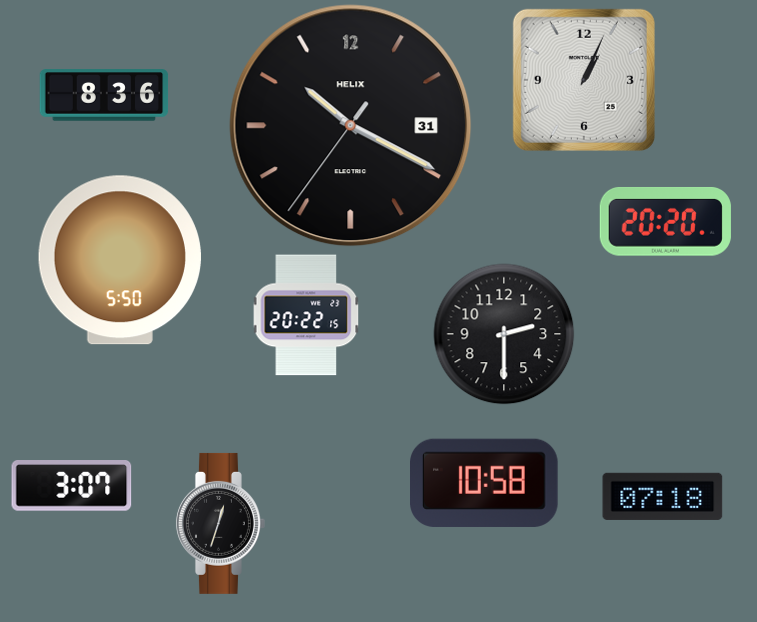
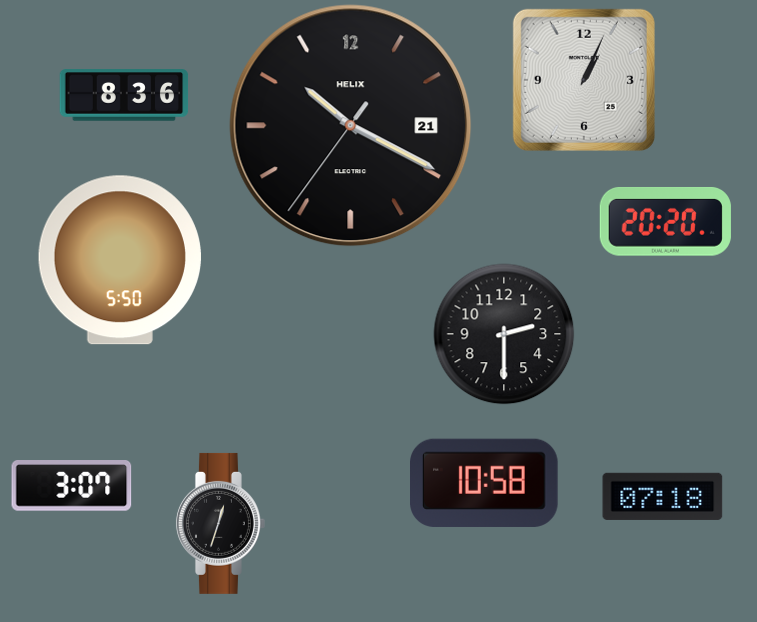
clock at (104, 95) position: (104, 95) -> (124, 95)
clock at (351, 126) date: 31 -> 21
clock at (306, 315): 20:22 -> none
